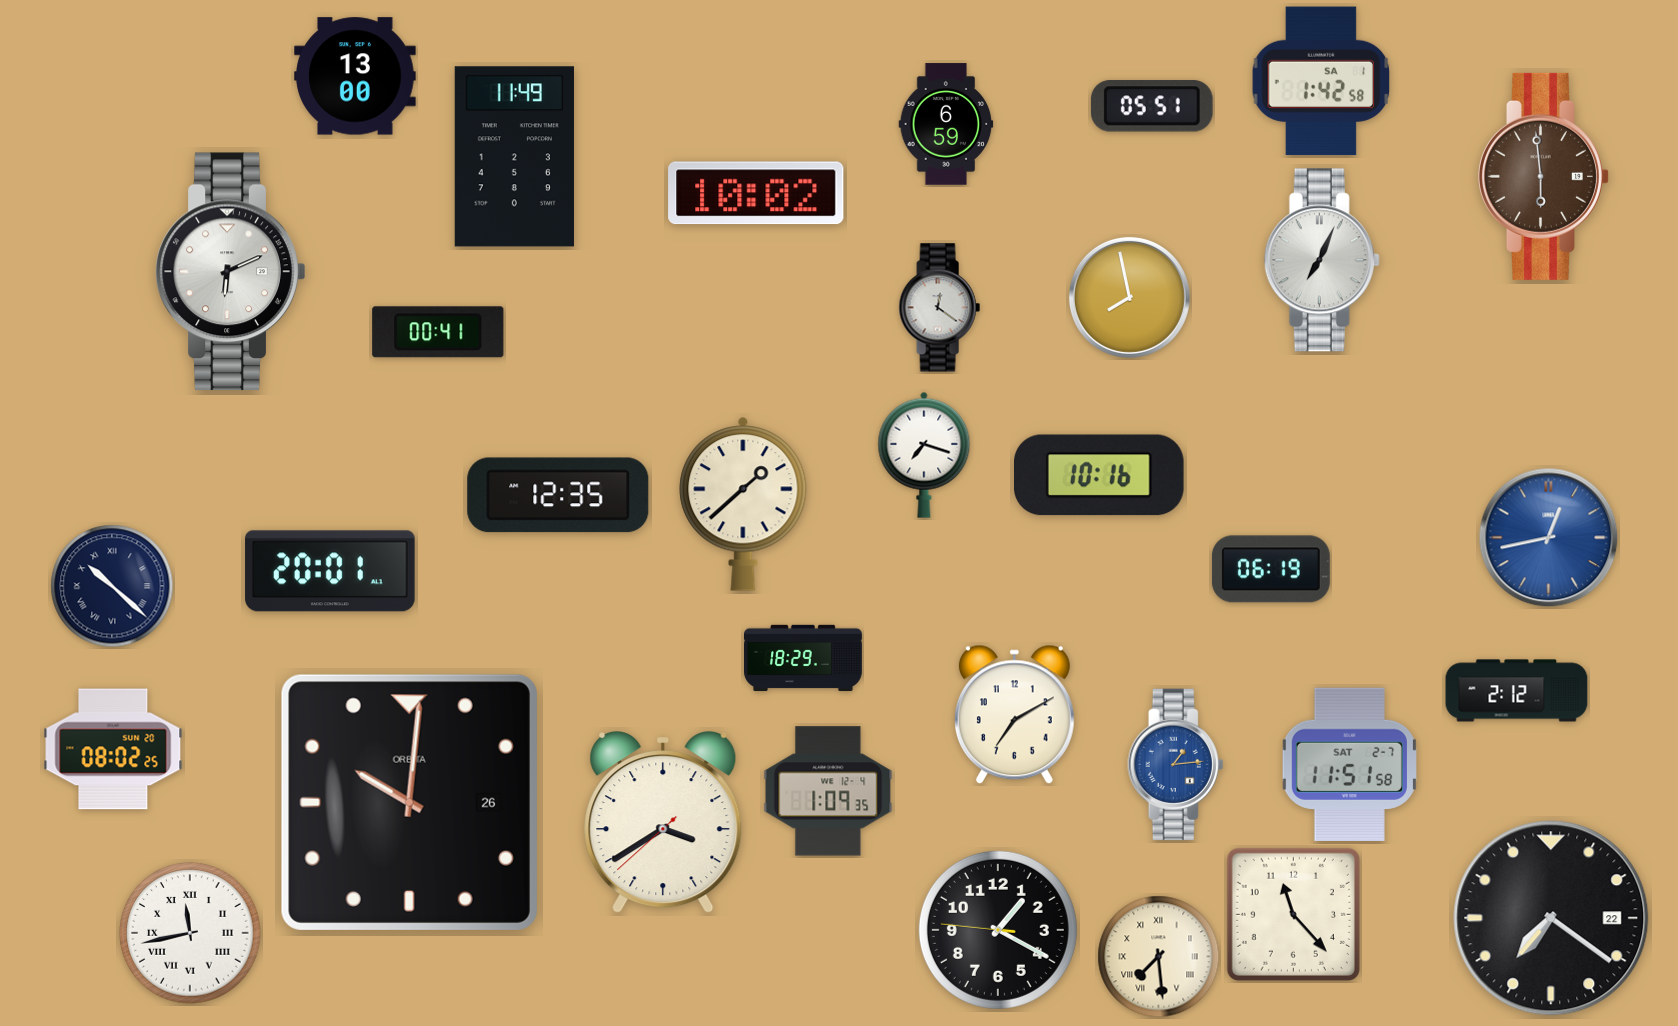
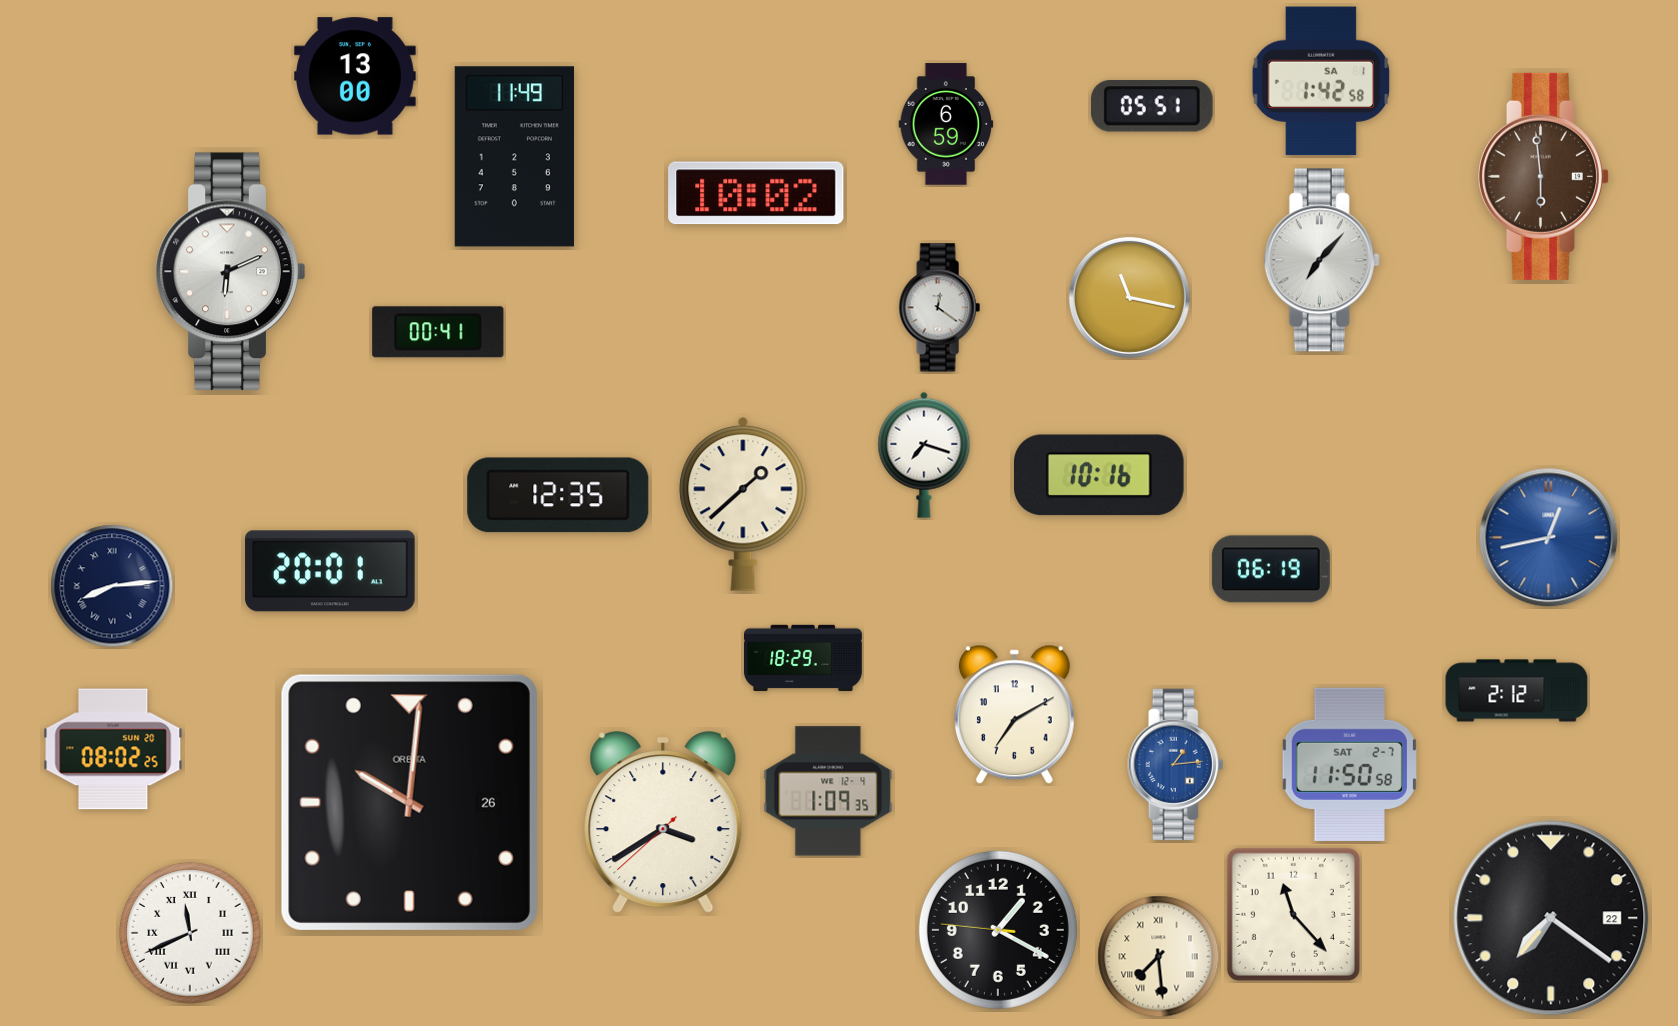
clock at (1322, 260): 7:04 -> 7:07
clock at (1129, 297): 7:58 -> 11:17
clock at (112, 586): 10:22 -> 8:14
clock at (1349, 764): 11:51 -> 11:50
clock at (190, 933): 11:43 -> 11:41
